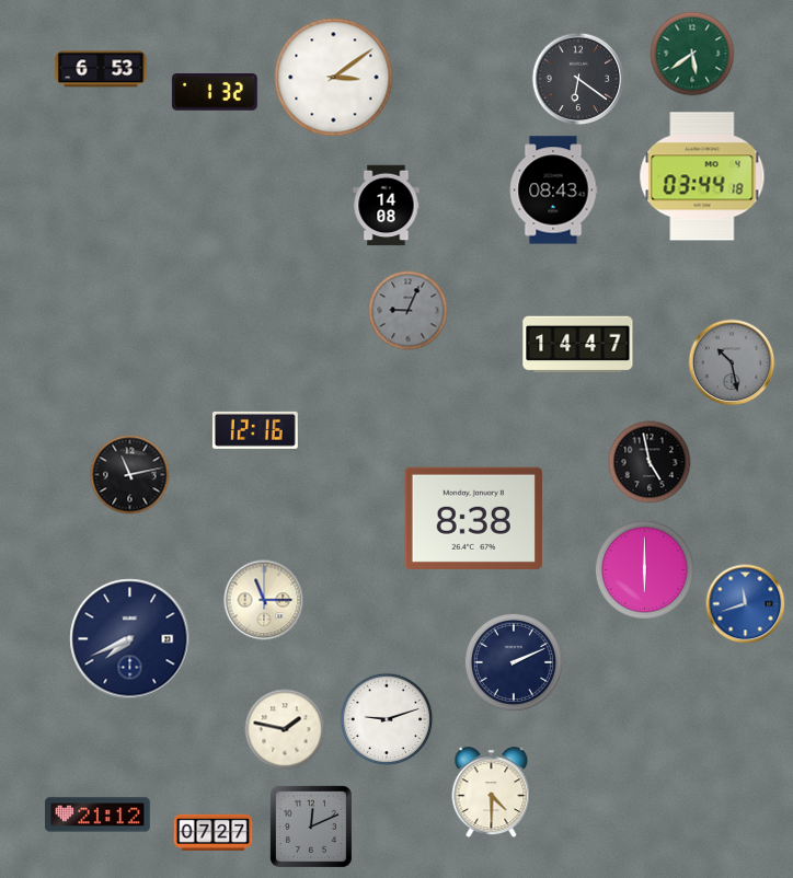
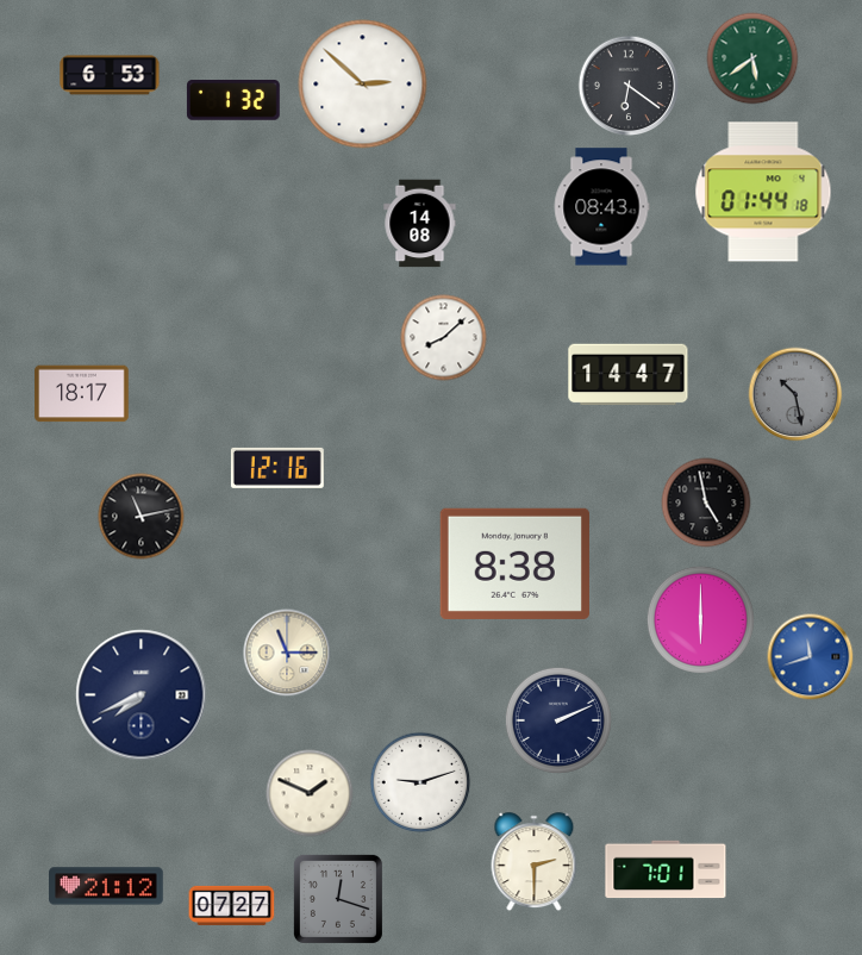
clock at (334, 78): 3:09 -> 2:52
clock at (702, 176): 03:44 -> 01:44
clock at (409, 311): 9:04 -> 8:08
clock at (409, 311) dial: grey -> white
clock at (82, 394): none -> 18:17
clock at (285, 729): 1:47 -> 1:49
clock at (492, 793): 4:30 -> 2:30
clock at (666, 869): none -> 7:01
clock at (311, 827): 12:11 -> 12:18
